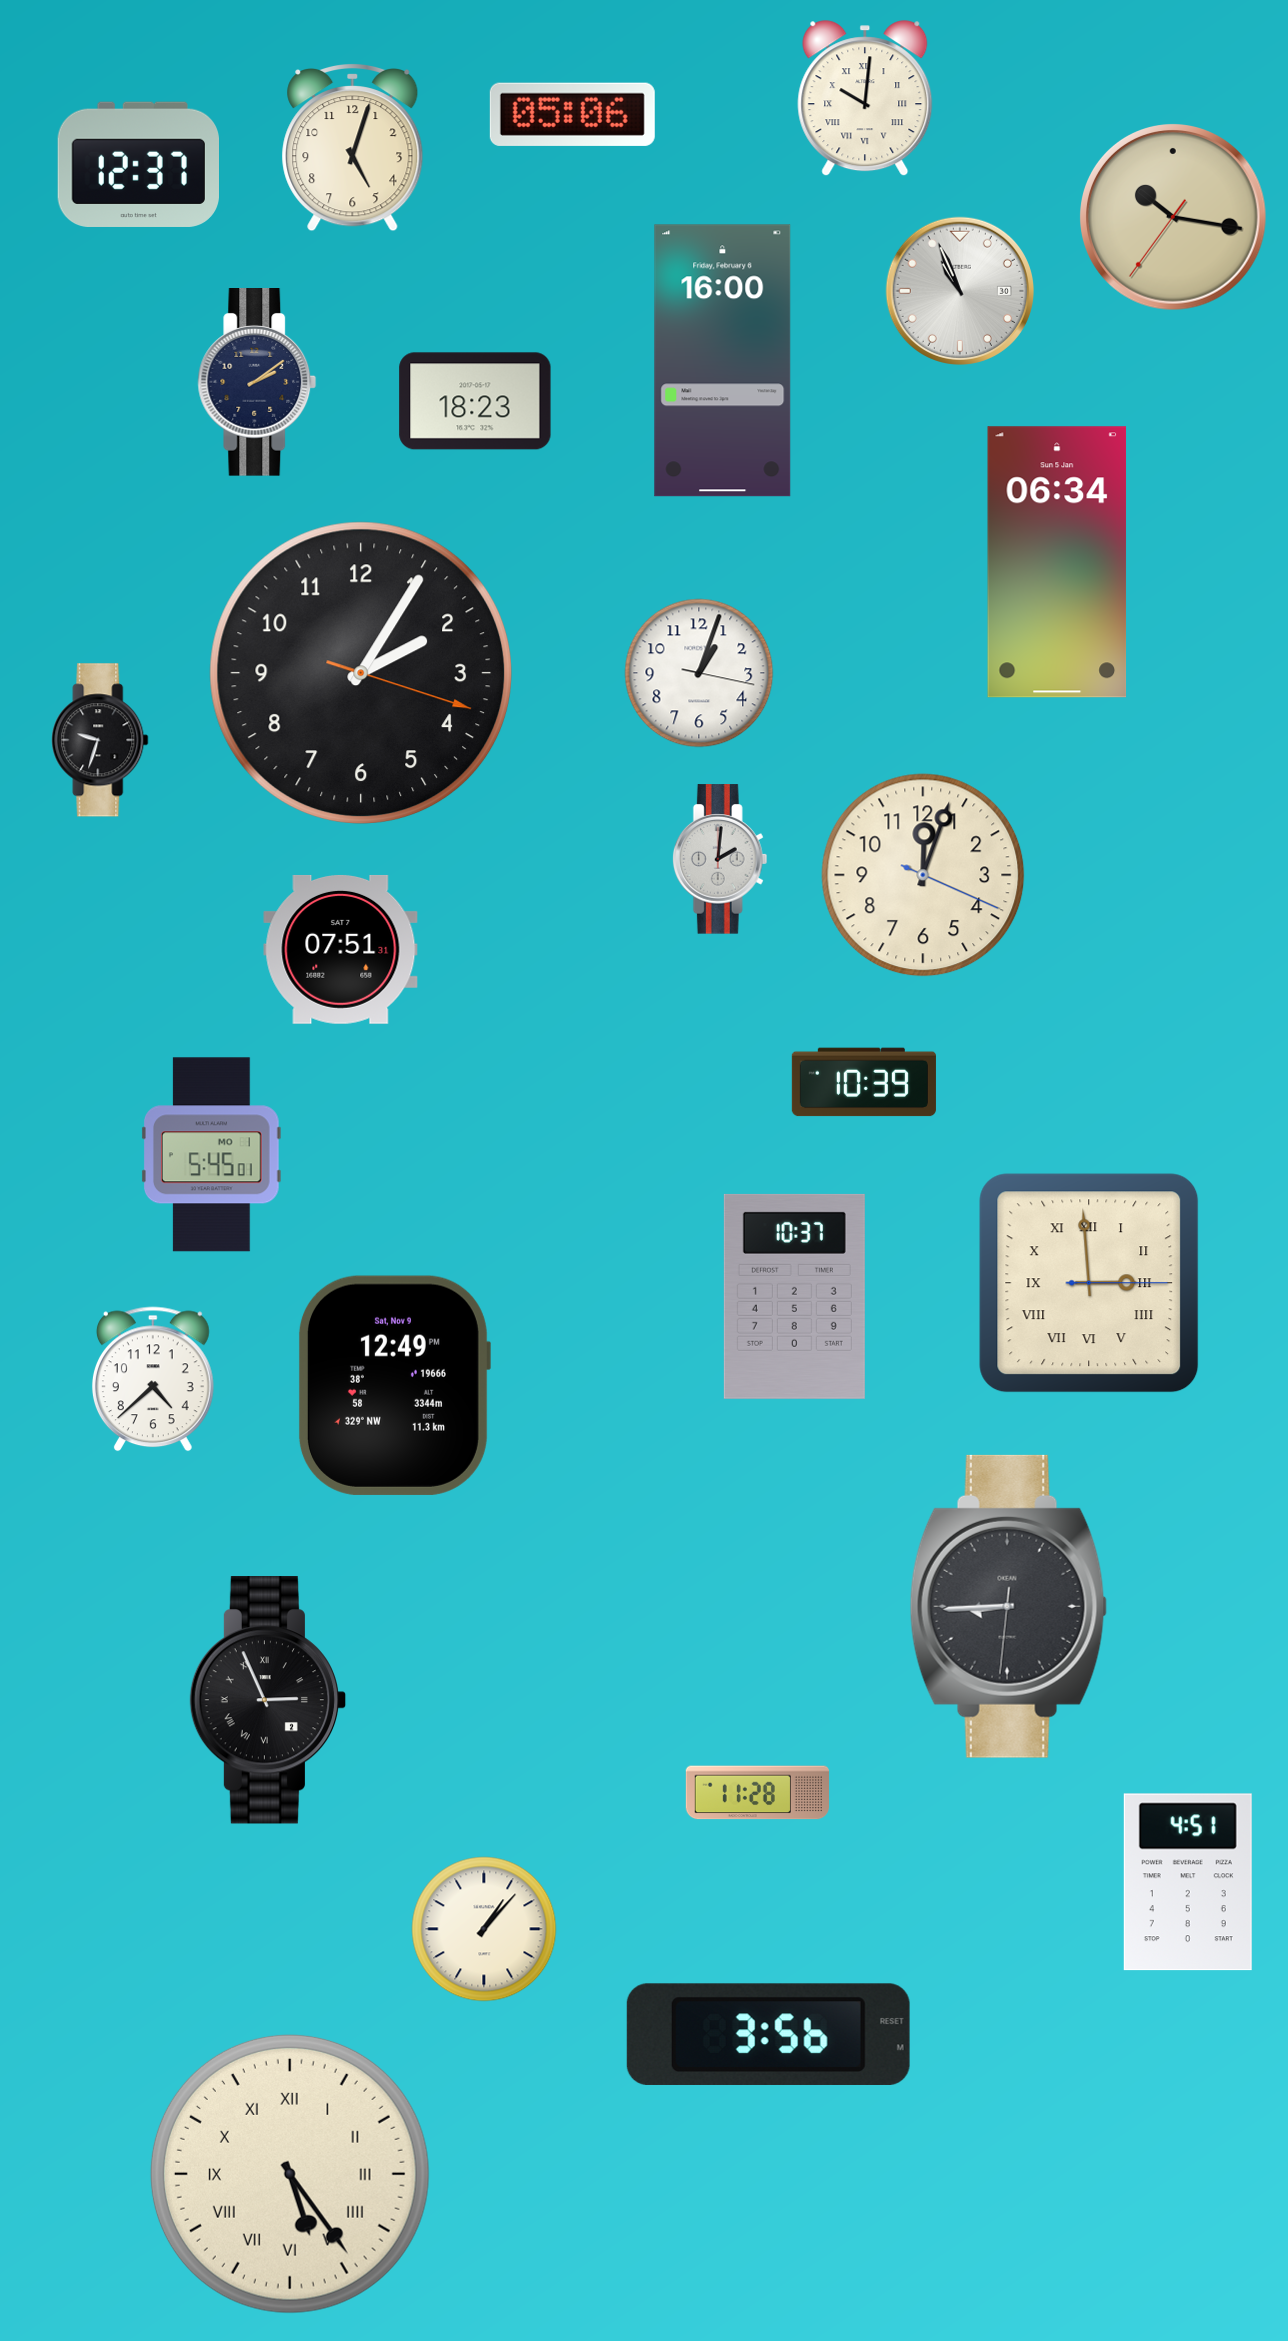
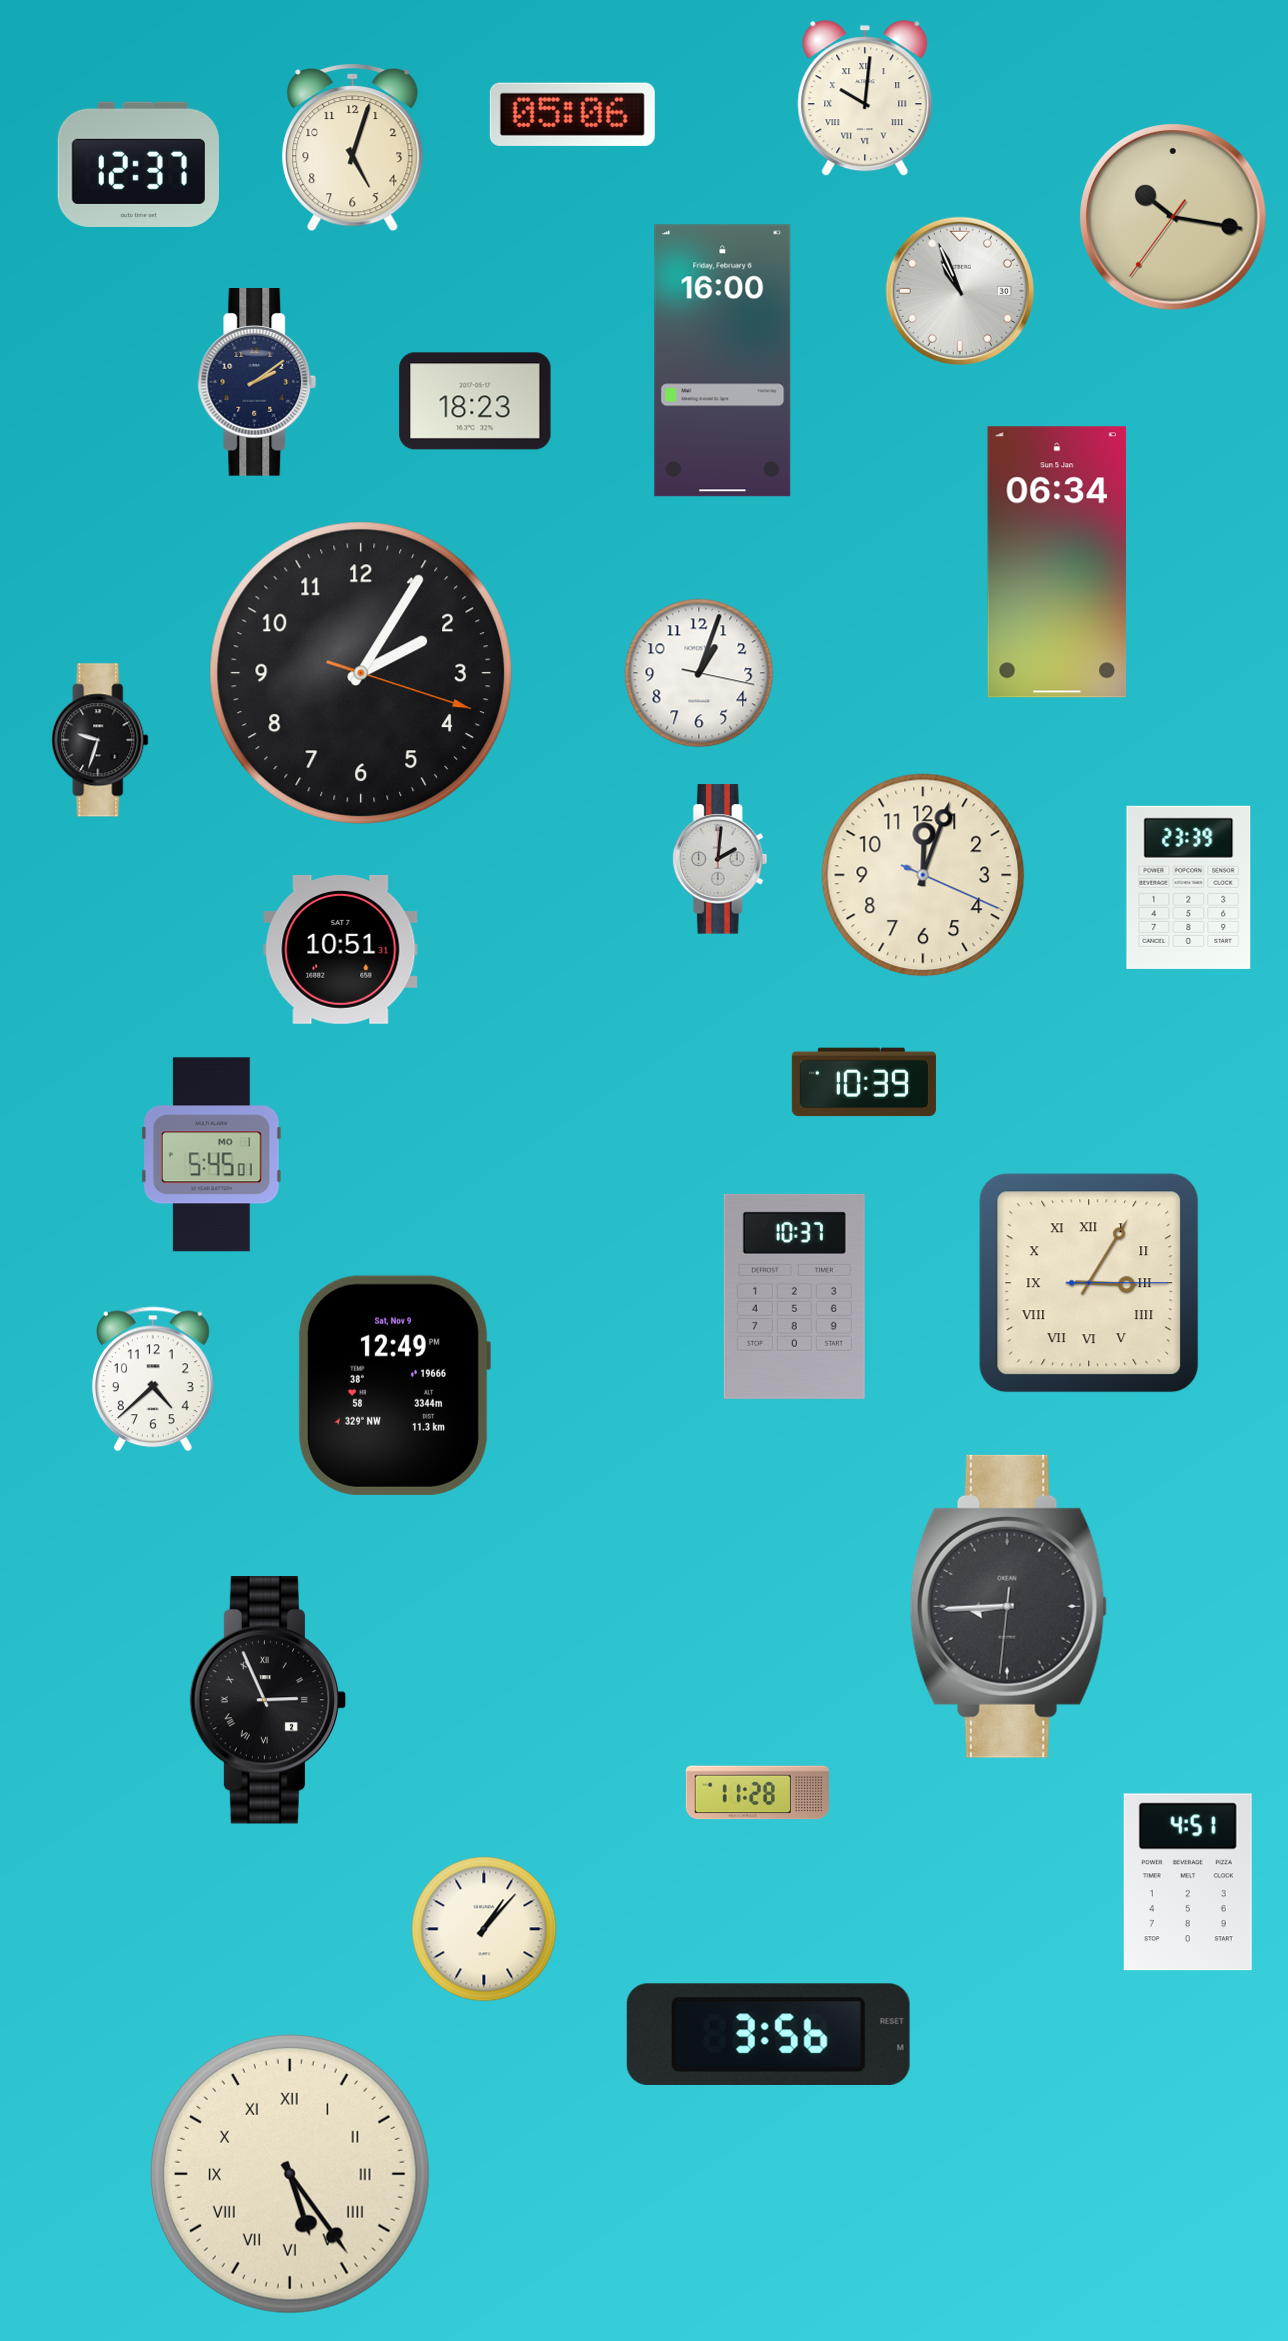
clock at (1189, 887): none -> 23:39
clock at (341, 949): 07:51 -> 10:51
clock at (1089, 1283): 2:59 -> 3:05
